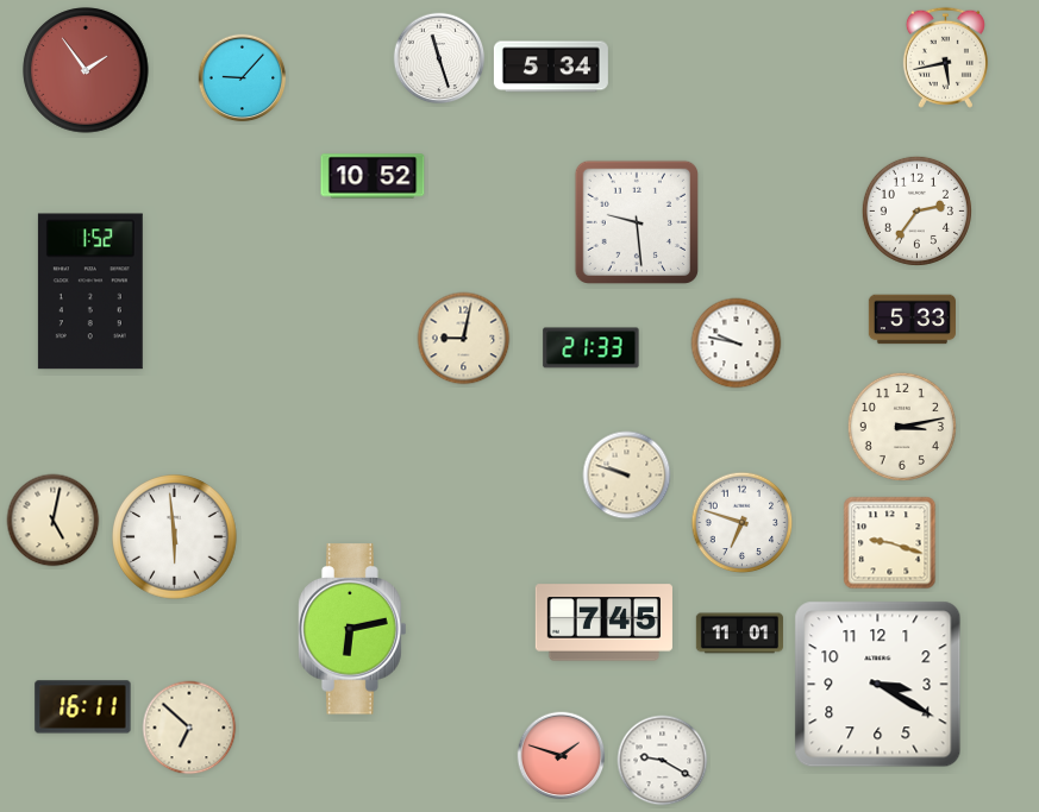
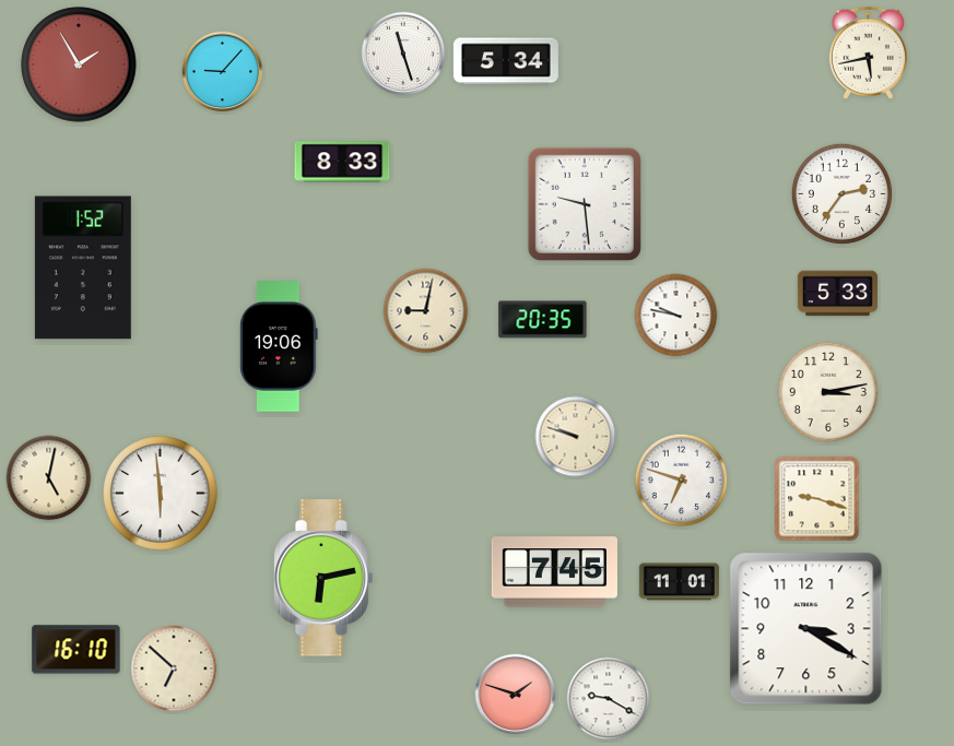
clock at (86, 70): 1:54 -> 1:55
clock at (373, 176): 10:52 -> 8:33
clock at (592, 348): 21:33 -> 20:35
clock at (279, 346): none -> 19:06
clock at (83, 707): 16:11 -> 16:10
